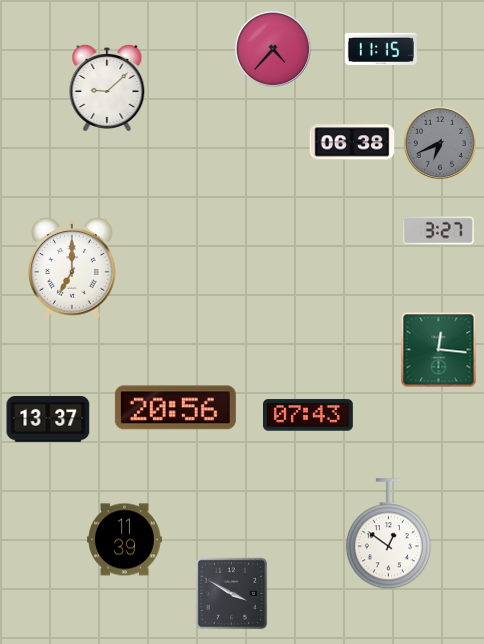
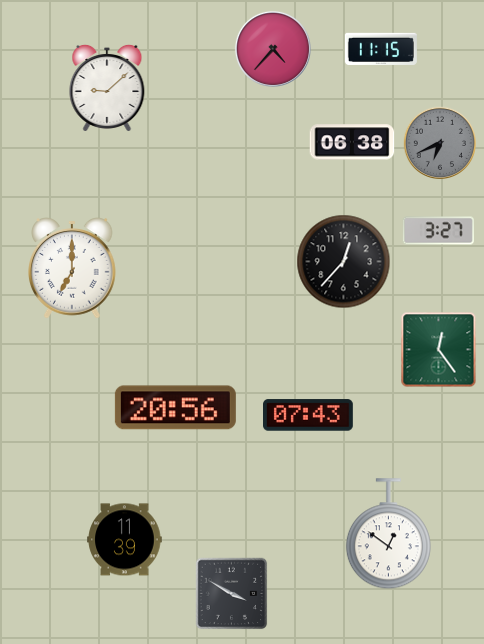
clock at (344, 262): none -> 12:37
clock at (439, 350): 12:16 -> 12:24
clock at (48, 419): 13:37 -> none
